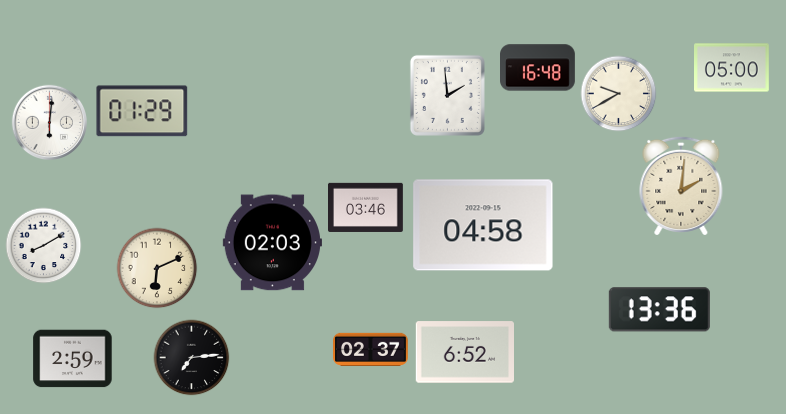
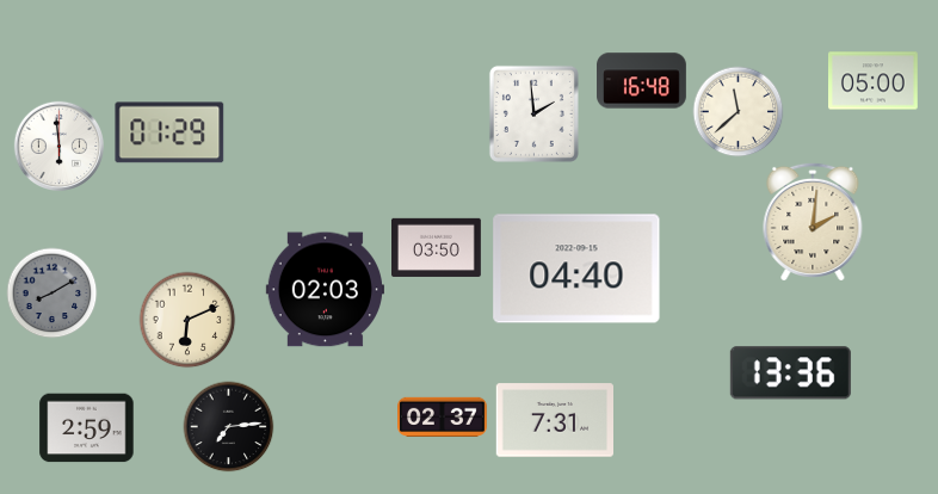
clock at (619, 94): 9:40 -> 11:38
clock at (49, 122): 6:01 -> 5:59
clock at (366, 207): 03:46 -> 03:50
clock at (483, 225): 04:58 -> 04:40
clock at (44, 246) dial: white -> grey
clock at (659, 310) position: (659, 310) -> (790, 373)
clock at (464, 352): 6:52 -> 7:31
